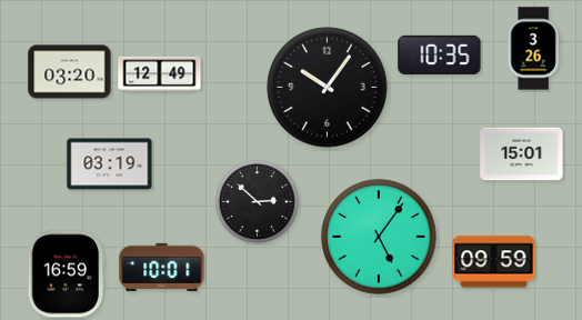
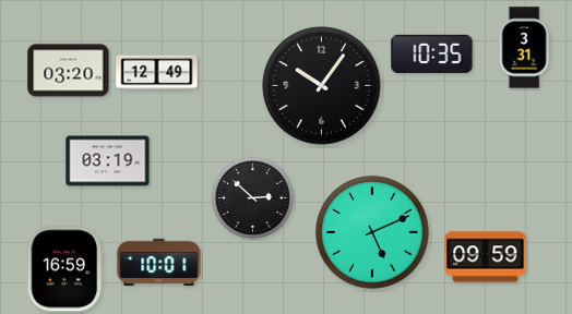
clock at (533, 49): 3:26 -> 3:31
clock at (522, 154): 15:01 -> none
clock at (379, 237): 5:06 -> 5:11
